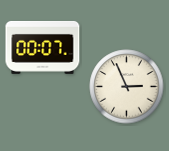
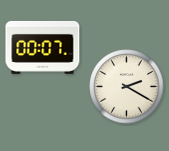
clock at (127, 87): 2:56 -> 2:20
